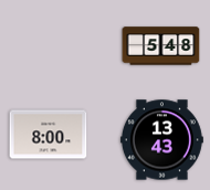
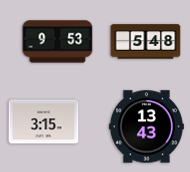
clock at (58, 42): none -> 9:53
clock at (49, 135): 8:00 -> 3:15
